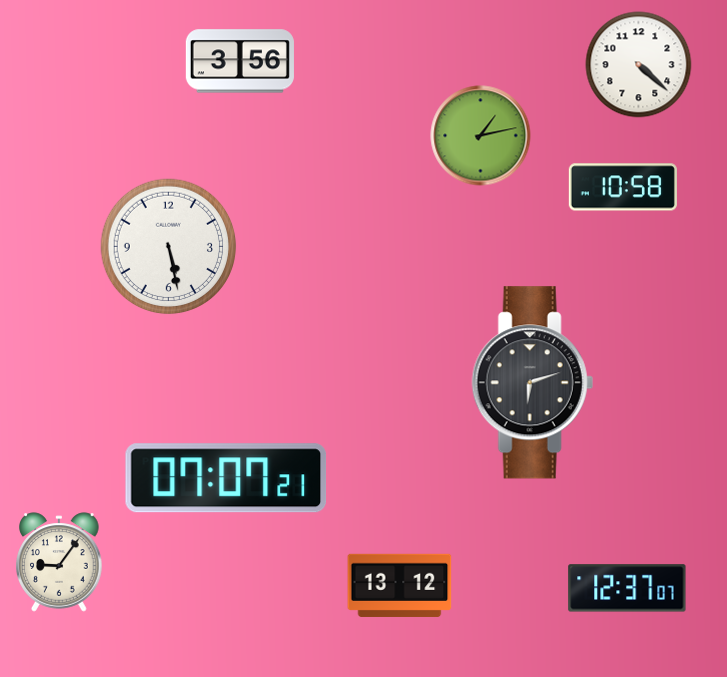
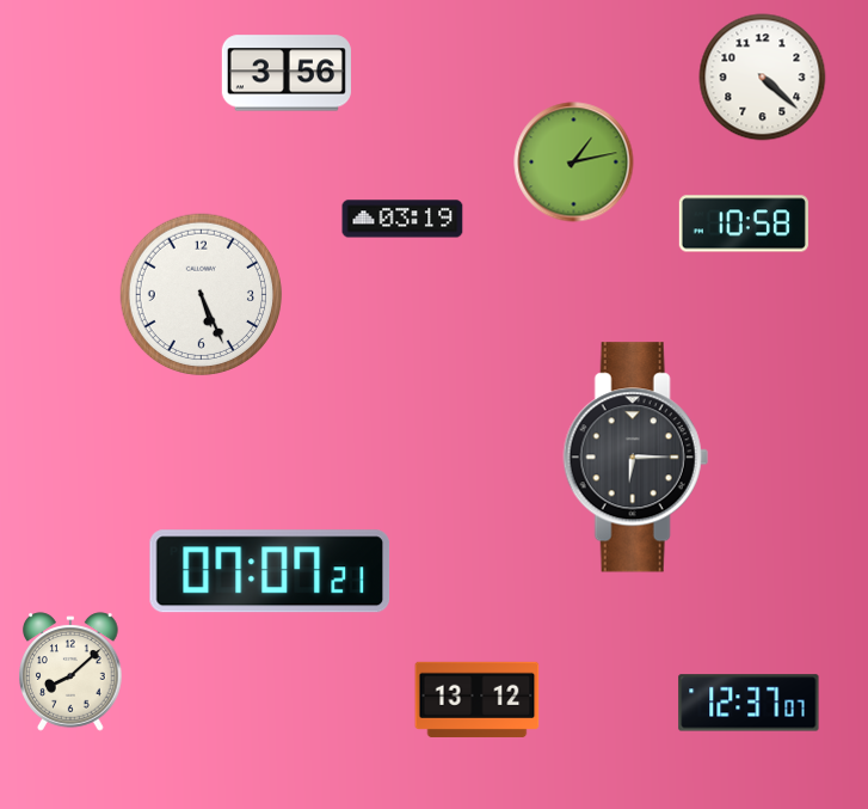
clock at (402, 219): none -> 03:19
clock at (169, 247): 5:28 -> 5:26
clock at (532, 383): 6:12 -> 6:15
clock at (59, 562): 9:06 -> 8:08
